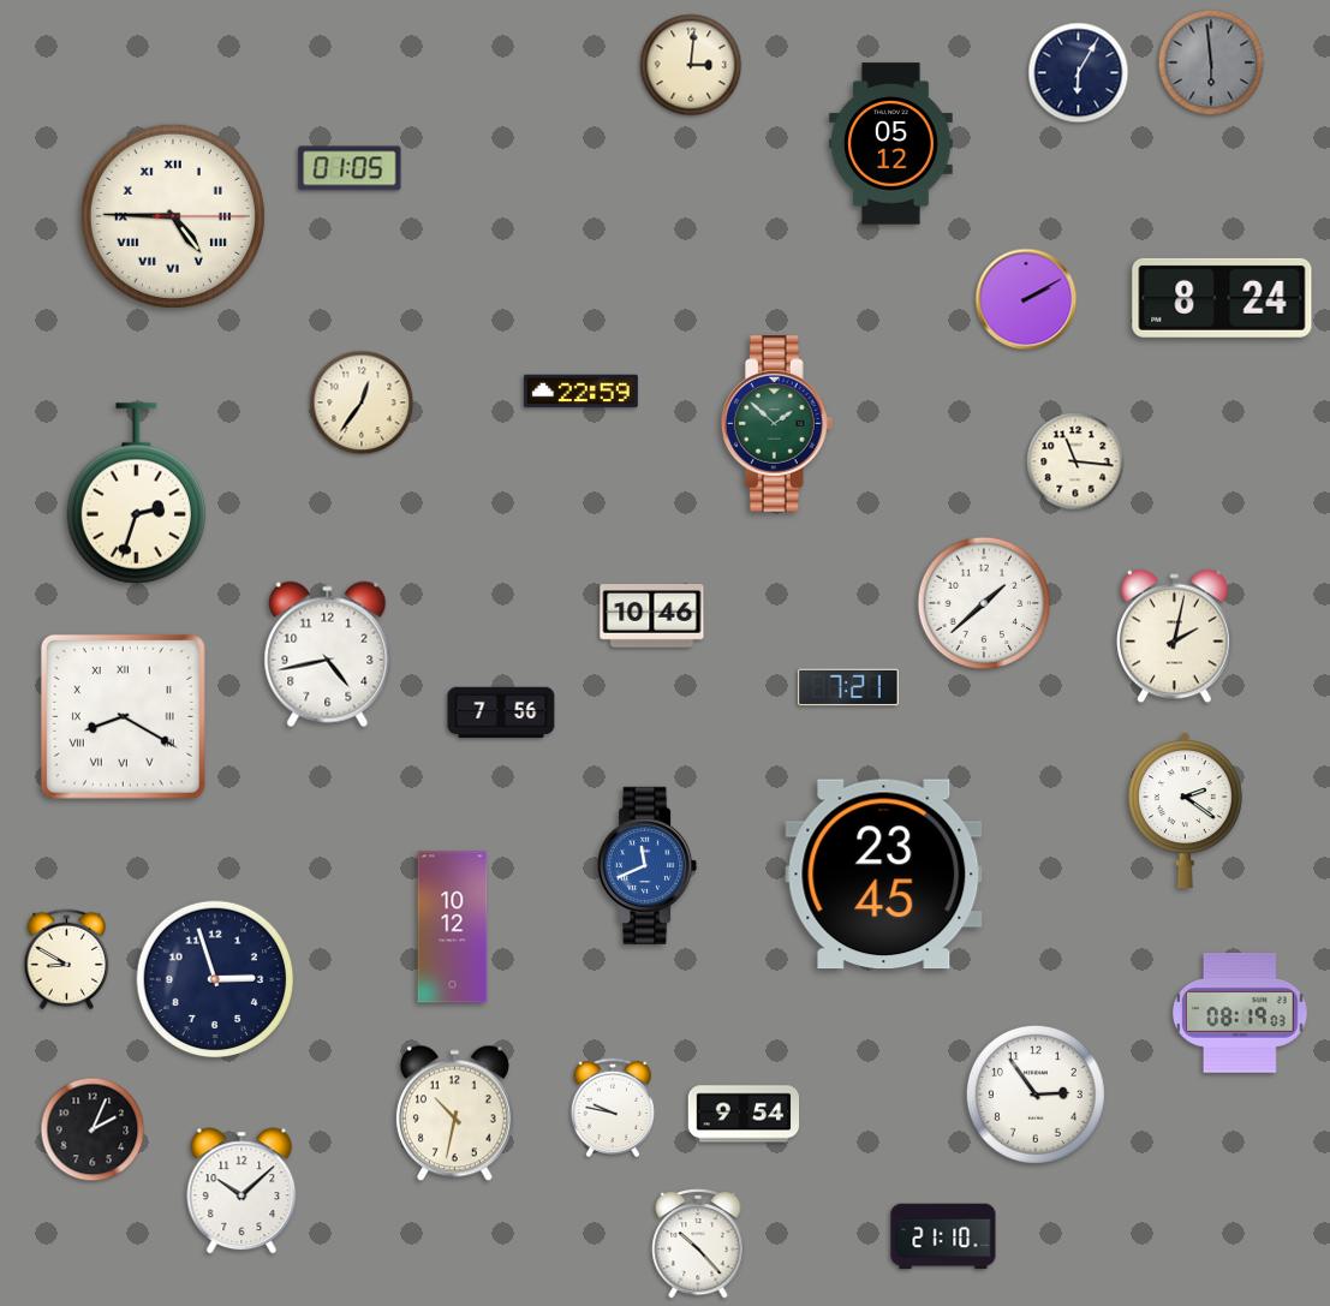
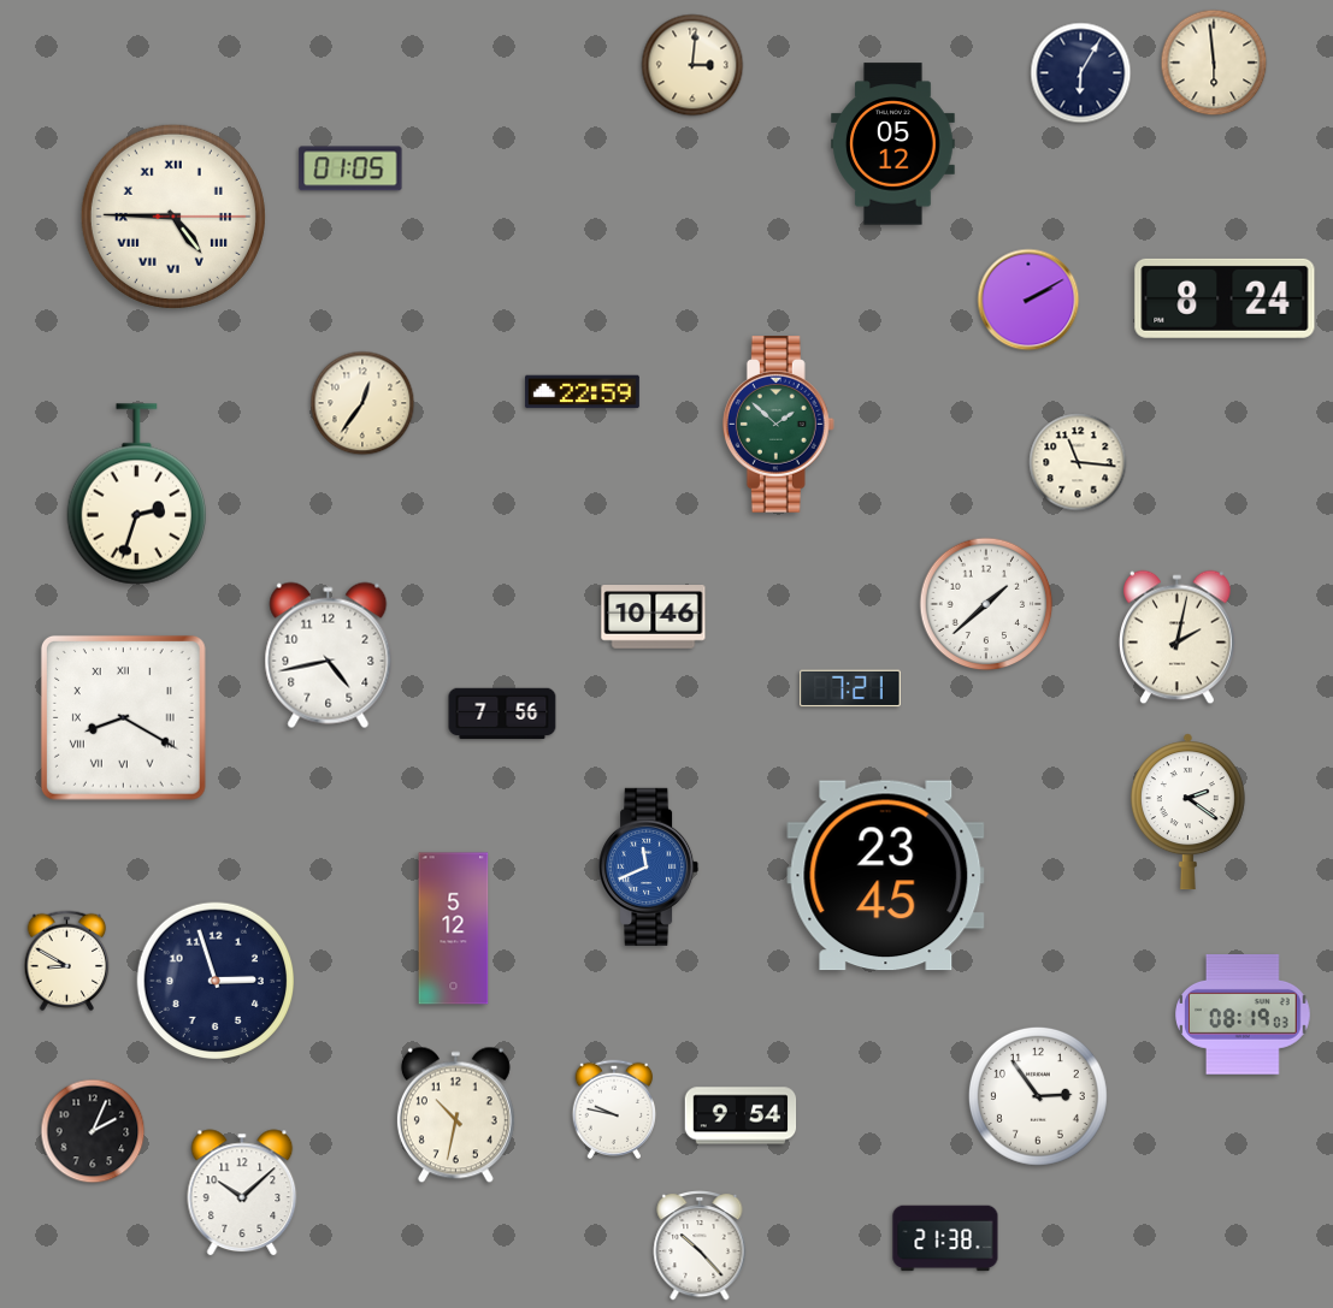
clock at (1211, 62) dial: grey -> cream
clock at (453, 928): 10:12 -> 5:12
clock at (744, 1114) position: (744, 1114) -> (741, 1115)
clock at (943, 1236): 21:10 -> 21:38
